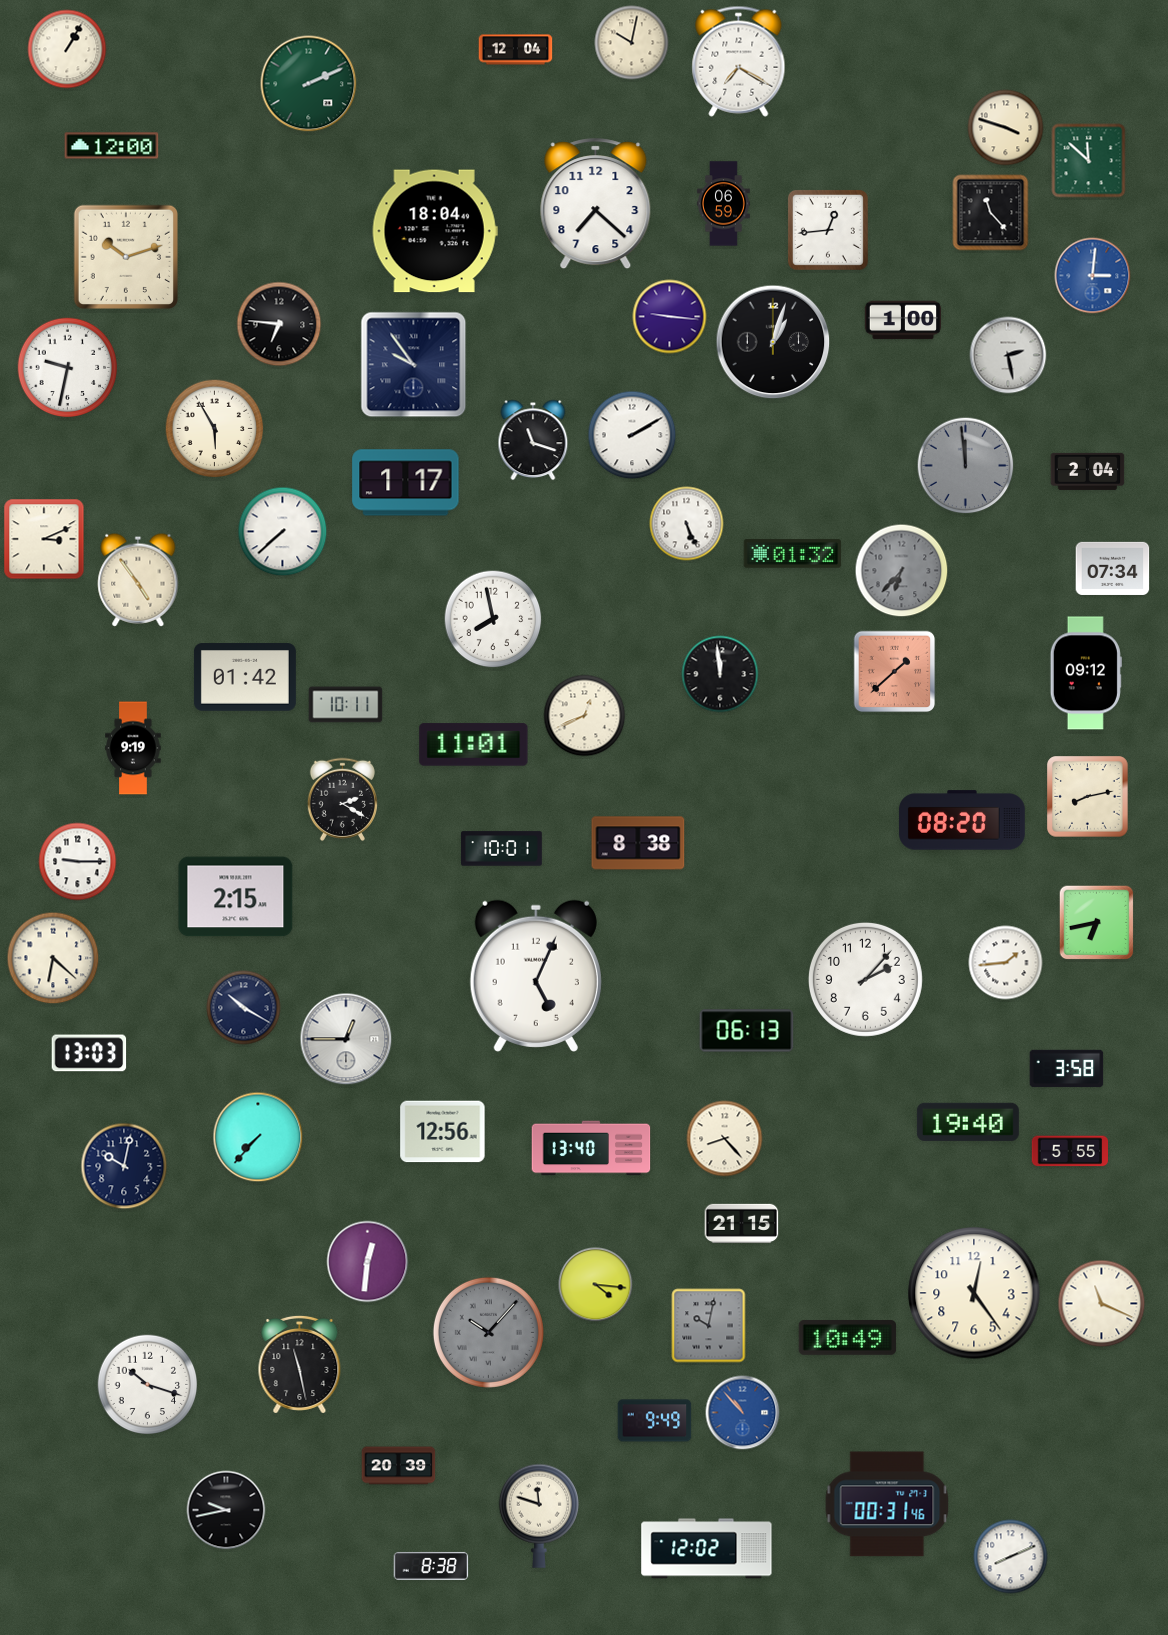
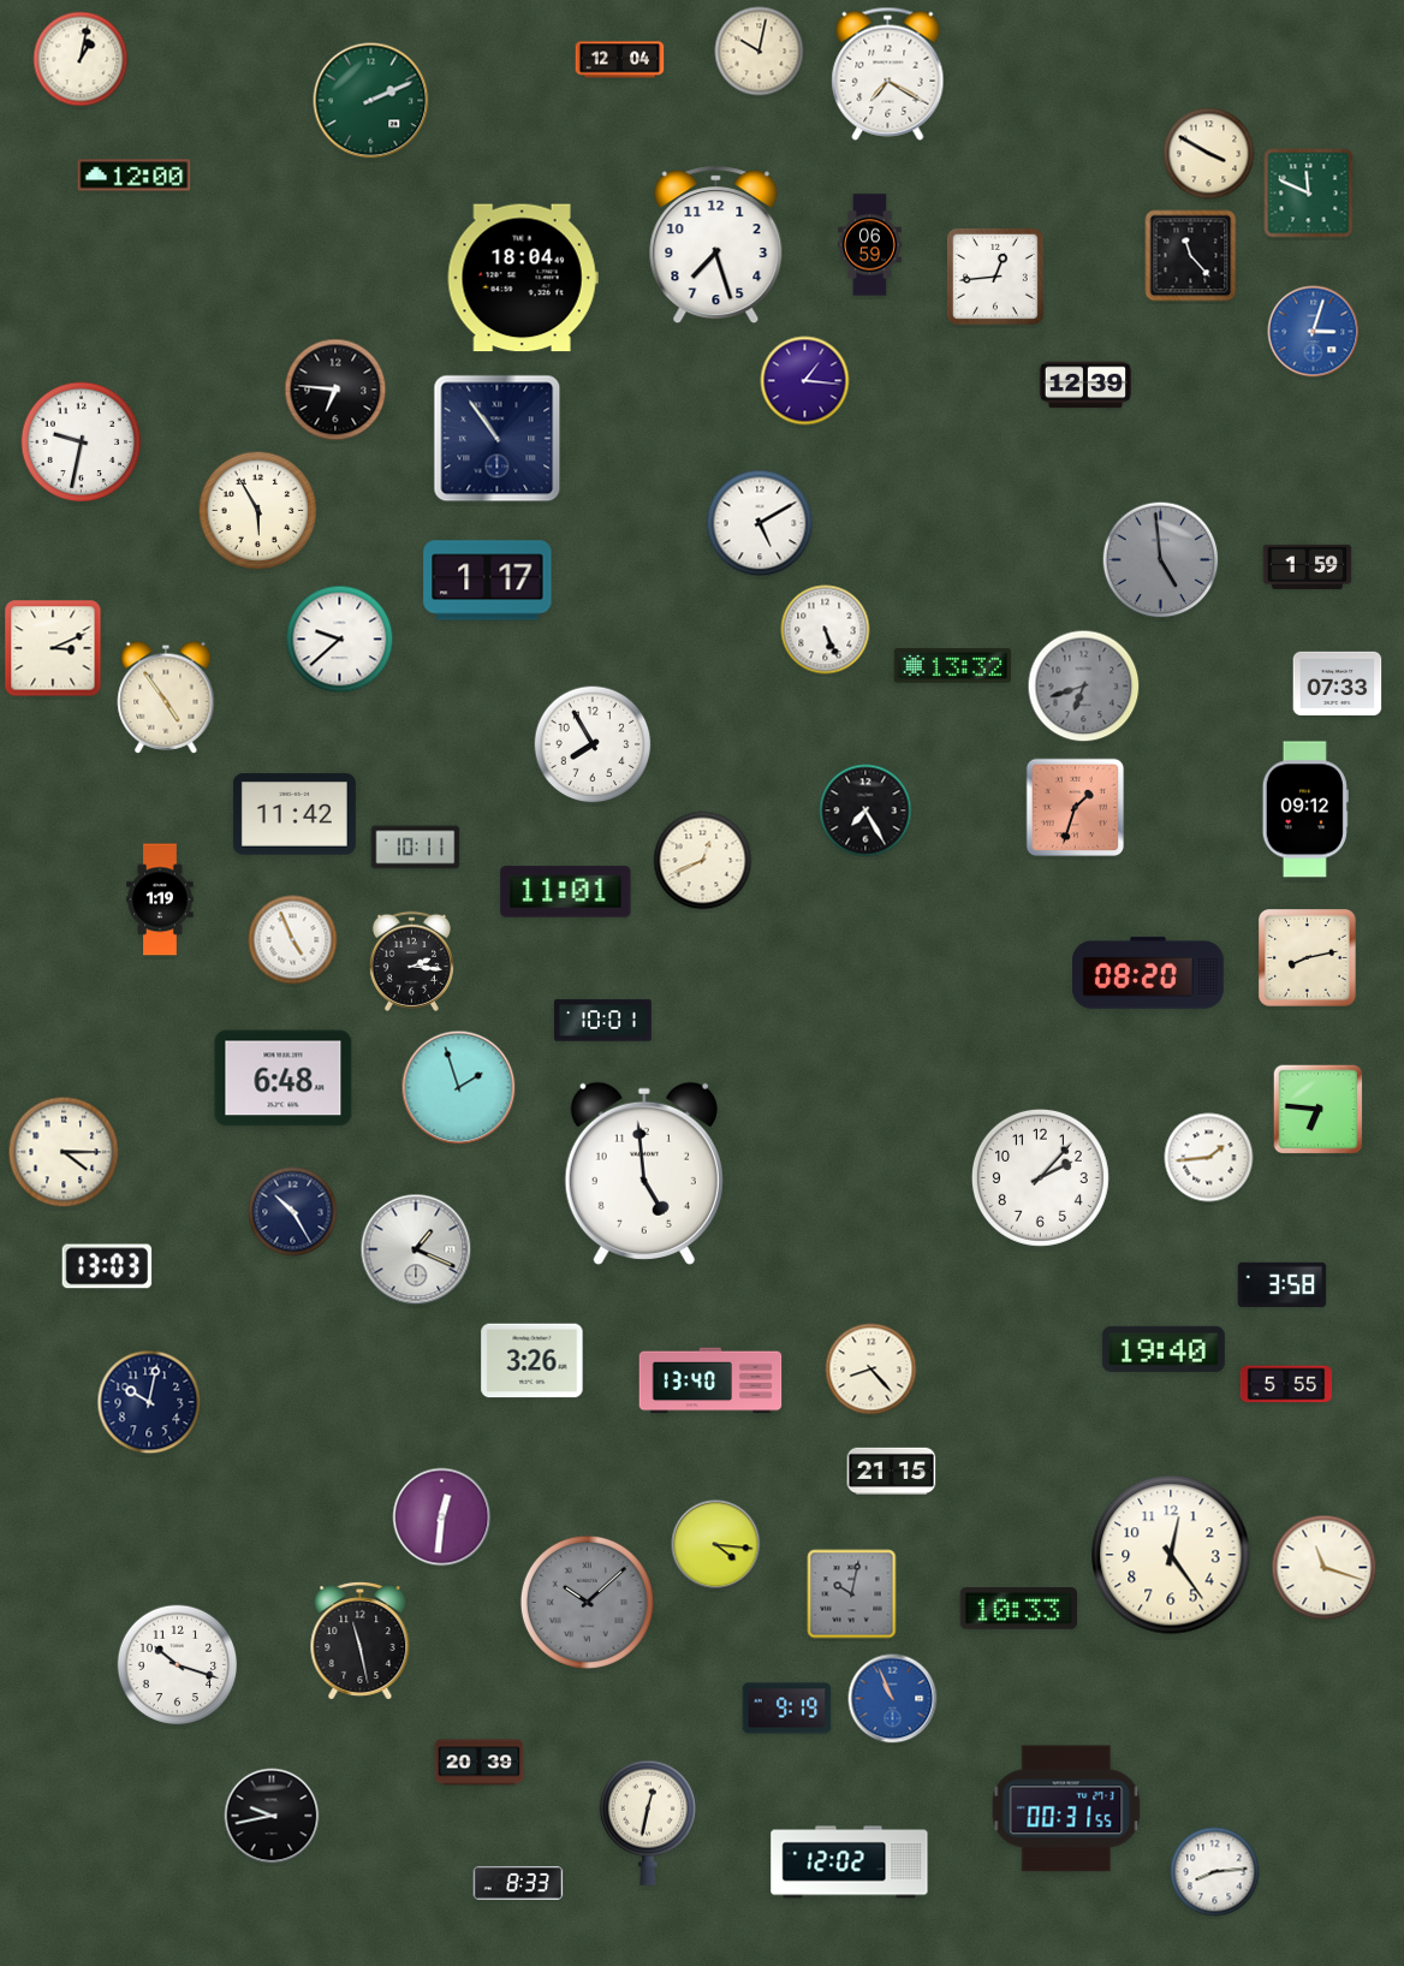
clock at (67, 49): 1:05 -> 1:02
clock at (1006, 128): 3:48 -> 3:50
clock at (1089, 161): 11:52 -> 11:49
clock at (596, 204): 7:22 -> 7:27
clock at (126, 257): 10:12 -> none
clock at (1093, 276): 3:01 -> 3:03
clock at (670, 317): 9:16 -> 1:16
clock at (903, 320): 1:00 -> 12:39
clock at (773, 342): 1:03 -> none
clock at (1008, 355): 2:28 -> none
clock at (414, 365): 9:54 -> 10:54
clock at (215, 429) position: (215, 429) -> (258, 511)
clock at (632, 435): 2:10 -> 5:10
clock at (533, 440): 11:18 -> none
clock at (966, 466): 11:59 -> 4:59
clock at (1088, 471): 2:04 -> 1:59
clock at (283, 532): 7:38 -> 9:38
clock at (793, 554): 01:32 -> 13:32
clock at (1113, 568): 07:34 -> 07:33
clock at (902, 571): 6:37 -> 6:42
clock at (493, 619): 7:58 -> 7:55
clock at (895, 672): 1:38 -> 1:33
clock at (720, 674): 11:59 -> 7:25
clock at (245, 677): 01:42 -> 11:42
clock at (474, 745) position: (474, 745) -> (566, 892)
clock at (133, 748): 9:19 -> 1:19
clock at (293, 940): none -> 4:56
clock at (342, 799): 2:20 -> 2:16
clock at (963, 820) position: (963, 820) -> (1149, 973)
clock at (638, 843): 8:38 -> none
clock at (78, 862): 9:15 -> none
clock at (236, 897): 2:15 -> 6:48
clock at (459, 1088): none -> 1:57
clock at (1097, 923): 6:43 -> 6:46
clock at (53, 958): 6:22 -> 4:15
clock at (536, 976): 5:04 -> 4:59
clock at (244, 1008): 10:20 -> 10:25
clock at (747, 1031): 06:13 -> none
clock at (346, 1039): 12:45 -> 1:19
clock at (443, 1132): 12:56 -> 3:26
clock at (258, 1137): 7:37 -> none
clock at (1102, 1304): 11:19 -> 11:18
clock at (488, 1332): 10:07 -> 10:08
clock at (848, 1338): 10:49 -> 10:33
clock at (743, 1413): 10:53 -> 10:56
clock at (655, 1421): 9:49 -> 9:19
clock at (887, 1504): 00:31:46 -> 00:31:55
clock at (539, 1516): 11:48 -> 12:32
clock at (1011, 1557): 8:11 -> 8:14
clock at (431, 1566): 8:38 -> 8:33
